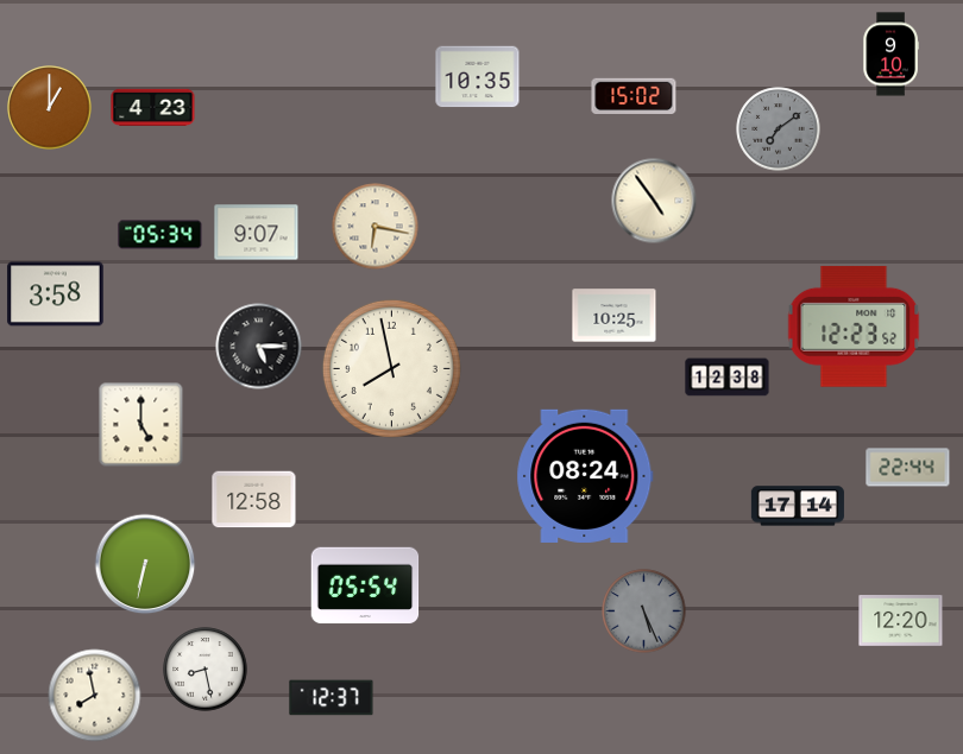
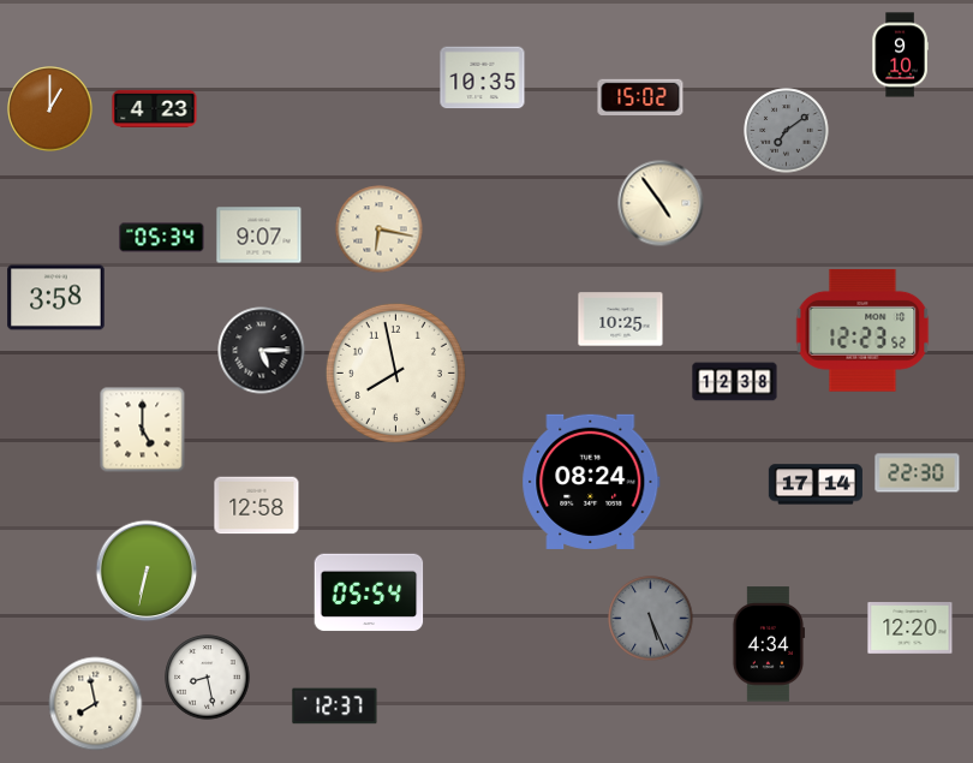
clock at (908, 468): 22:44 -> 22:30
clock at (798, 506) position: (798, 506) -> (816, 484)
clock at (769, 644): none -> 4:34
